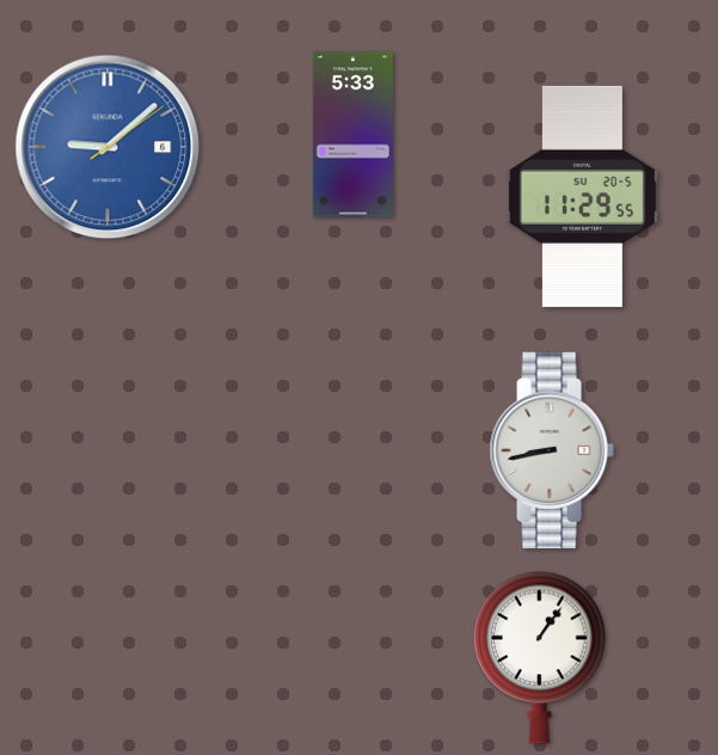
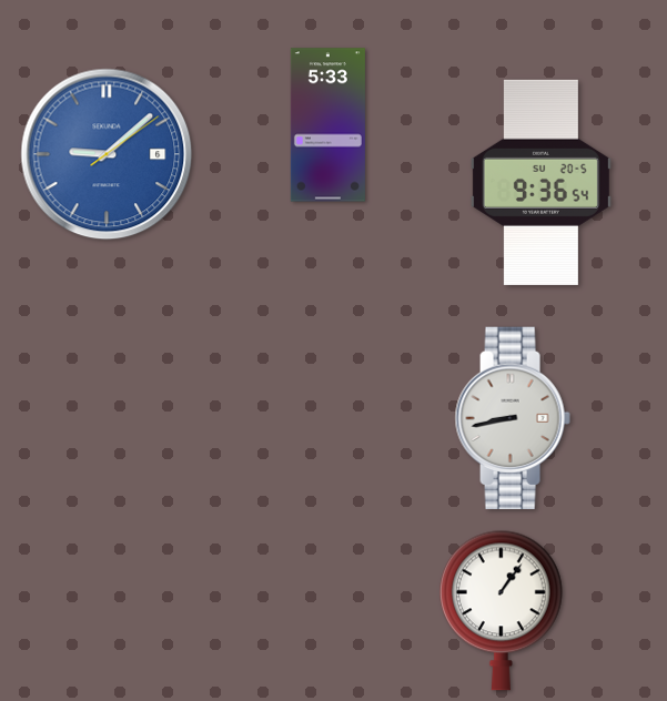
clock at (108, 147) position: (108, 147) -> (107, 154)
clock at (582, 196): 11:29 -> 9:36
